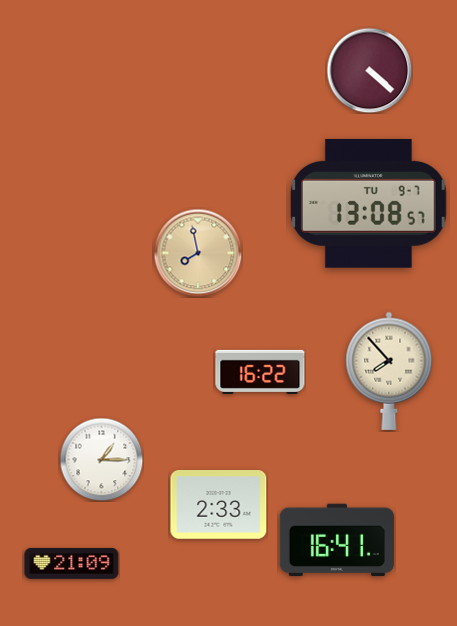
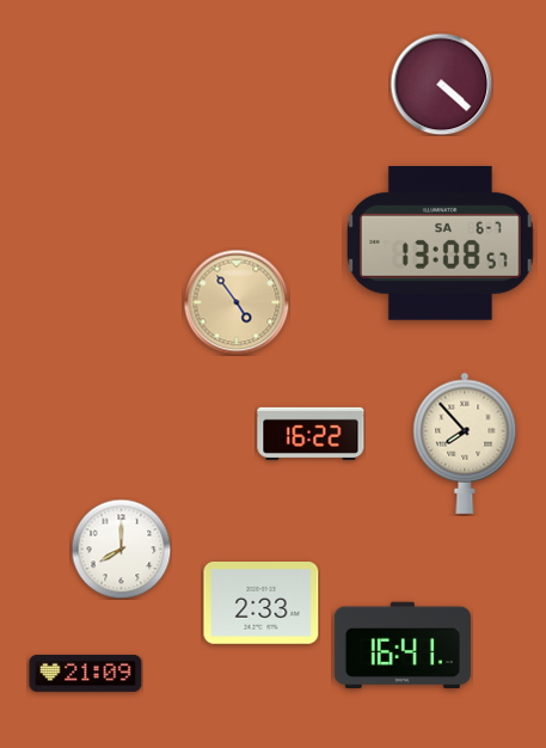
clock at (368, 203) date: TU 9-7 -> SA 6-7
clock at (198, 253): 7:58 -> 4:54
clock at (260, 372) position: (260, 372) -> (311, 434)
clock at (101, 459): 1:15 -> 8:00
